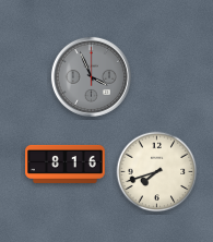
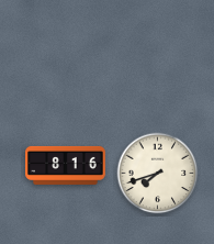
clock at (91, 76): 3:56 -> none
